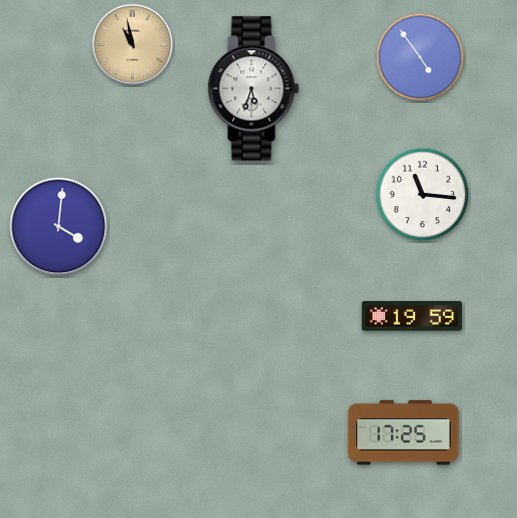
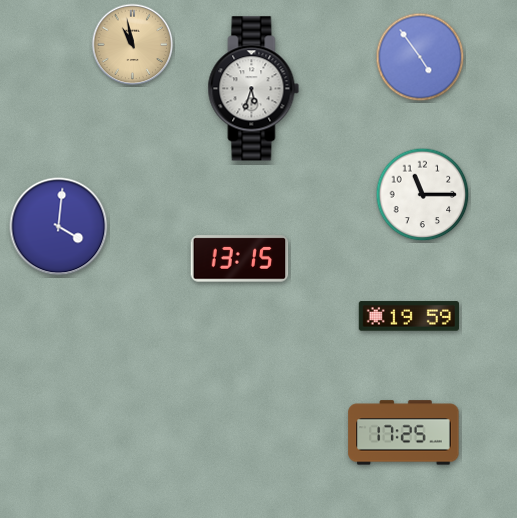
clock at (423, 195): 11:16 -> 11:15
clock at (240, 259): none -> 13:15
clock at (411, 316) position: (411, 316) -> (408, 316)
